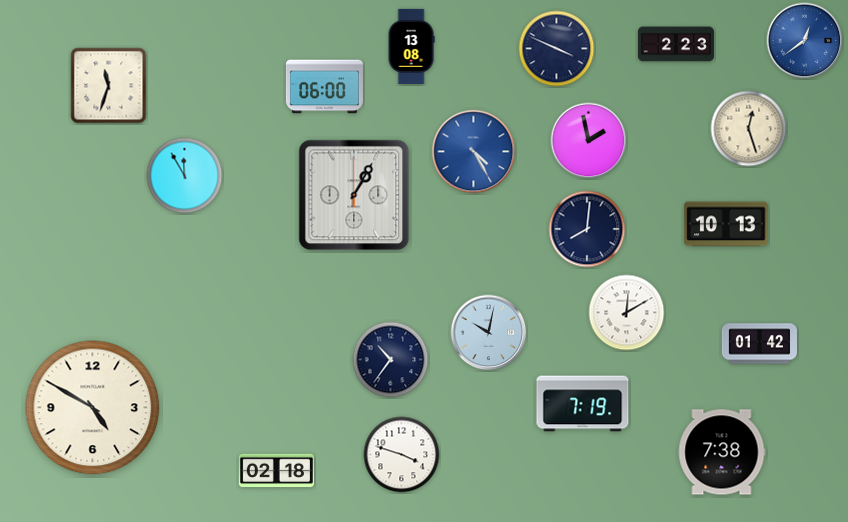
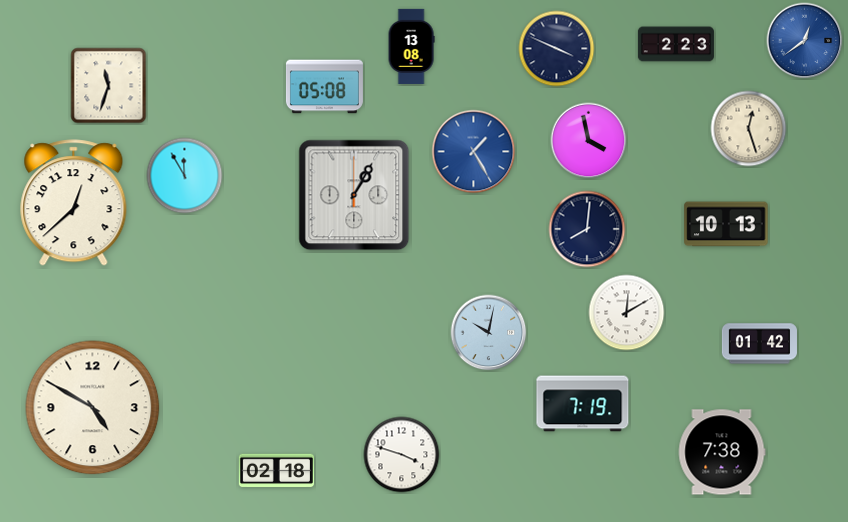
clock at (324, 87): 06:00 -> 05:08
clock at (589, 141): 1:58 -> 3:58
clock at (474, 152): 4:25 -> 1:25
clock at (74, 203): none -> 12:38
clock at (391, 360): 10:36 -> none
